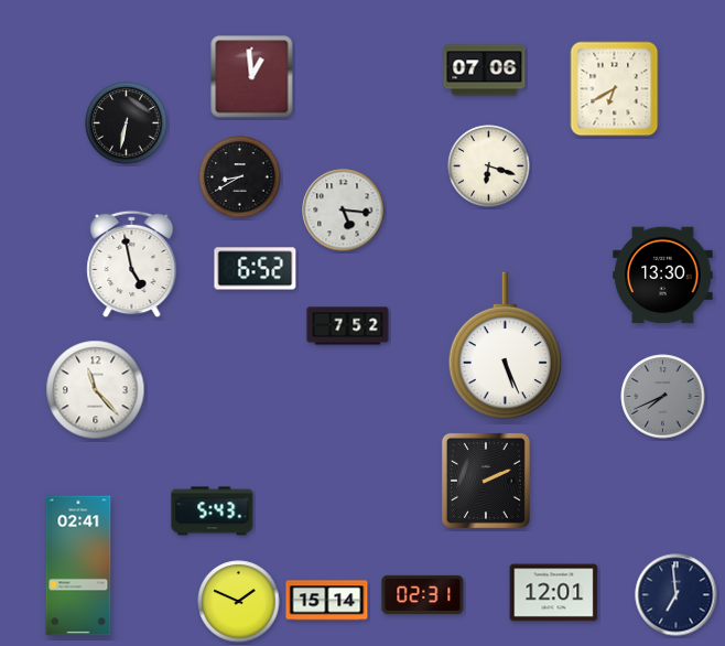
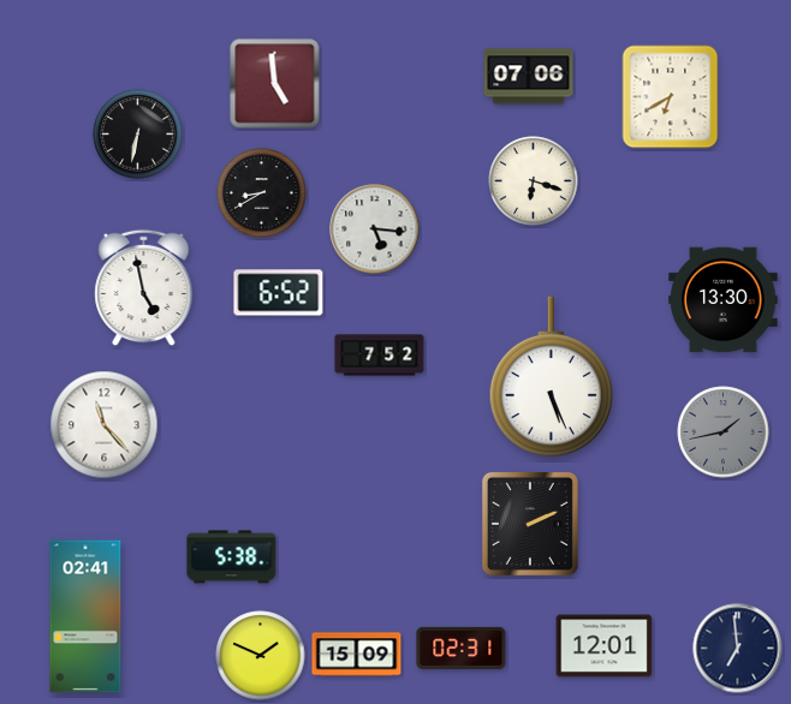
clock at (252, 77): 12:59 -> 4:59
clock at (663, 397): 7:41 -> 1:43
clock at (213, 512): 5:43 -> 5:38
clock at (327, 601): 15:14 -> 15:09
